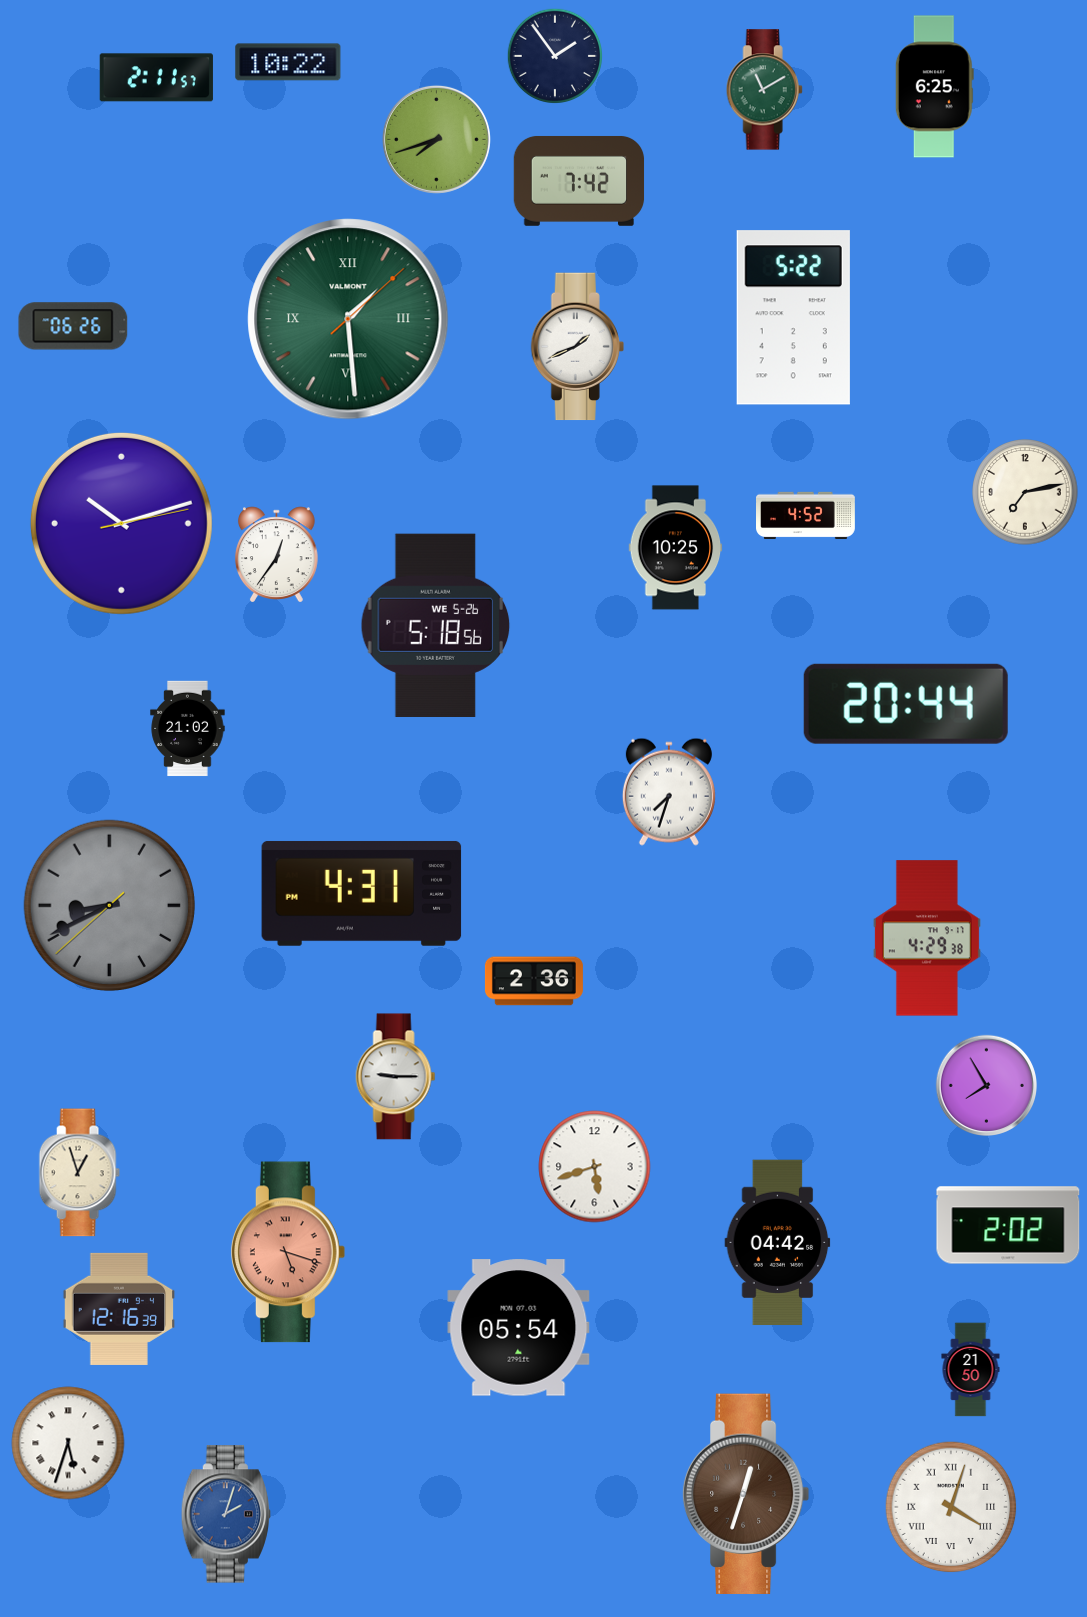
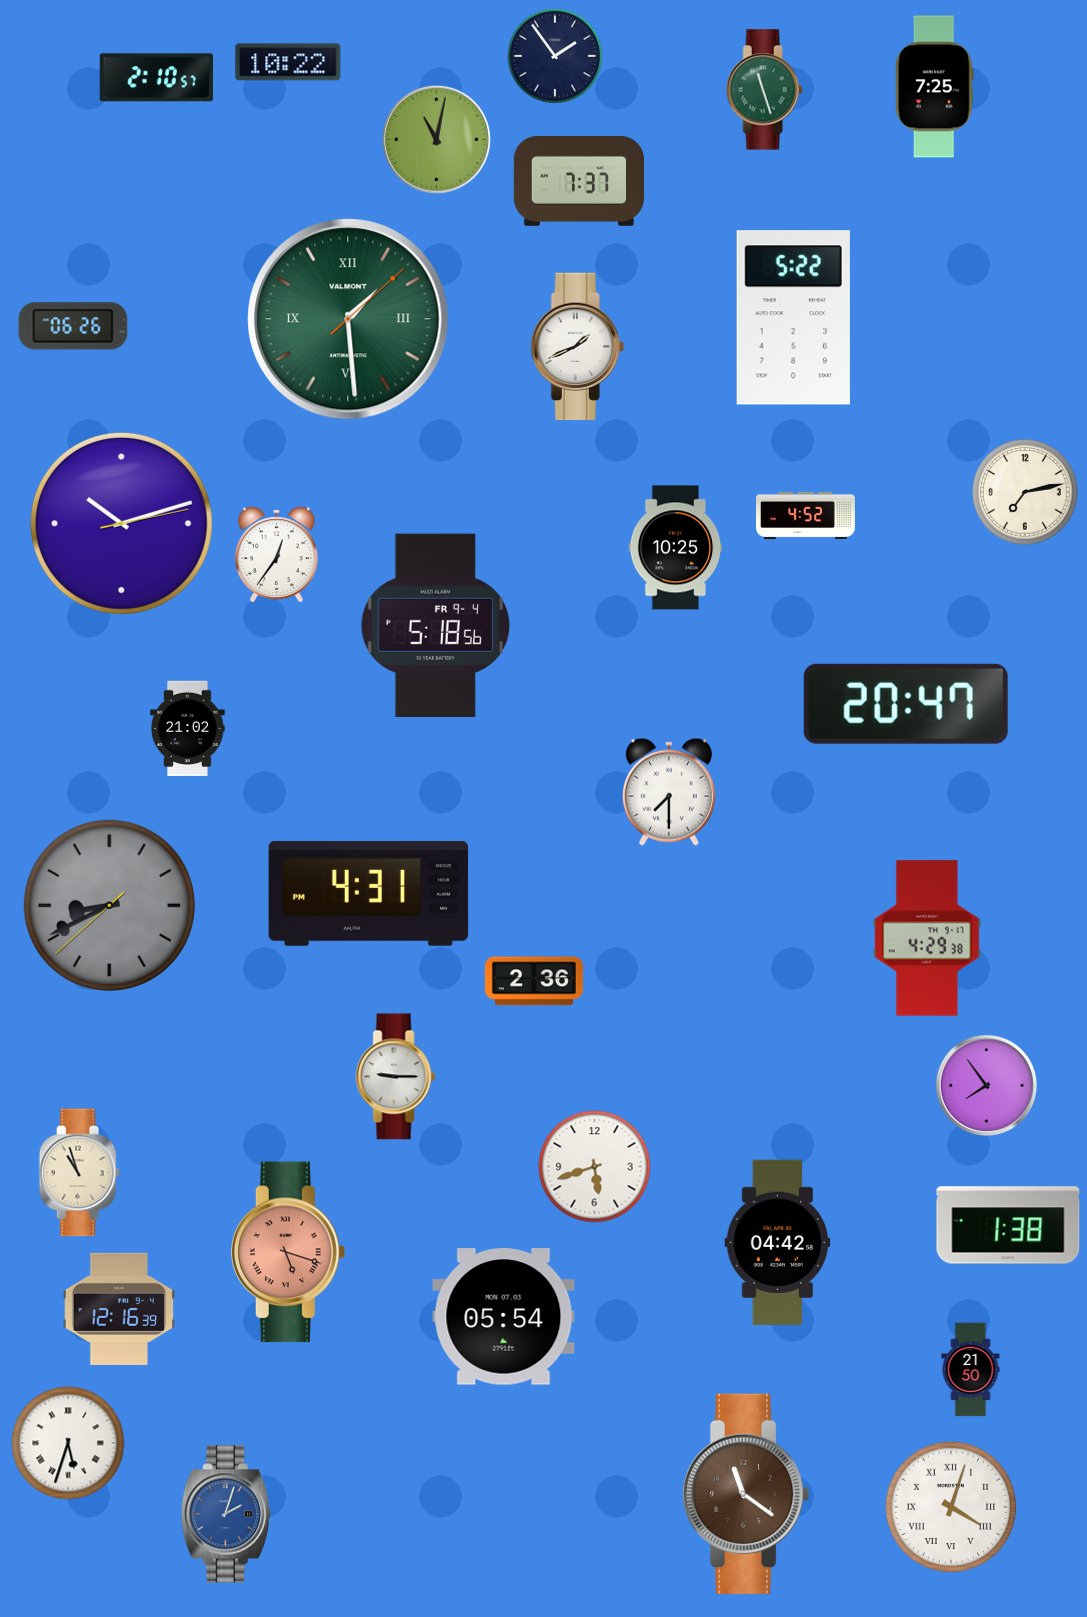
clock at (156, 78): 2:11 -> 2:10
clock at (934, 87): 6:25 -> 7:25
clock at (764, 90): 11:10 -> 11:27
clock at (436, 139): 7:42 -> 11:02
clock at (579, 181): 7:42 -> 7:37
clock at (436, 625) date: WE 5-26 -> FR 9-4
clock at (906, 704): 20:44 -> 20:47
clock at (669, 792): 7:33 -> 7:30
clock at (362, 893) position: (362, 893) -> (369, 893)
clock at (986, 1085): 7:55 -> 7:54
clock at (79, 1173): 12:57 -> 10:57
clock at (1008, 1225): 2:02 -> 1:38
clock at (519, 1328) position: (519, 1328) -> (504, 1317)
clock at (746, 1493): 12:33 -> 11:21
